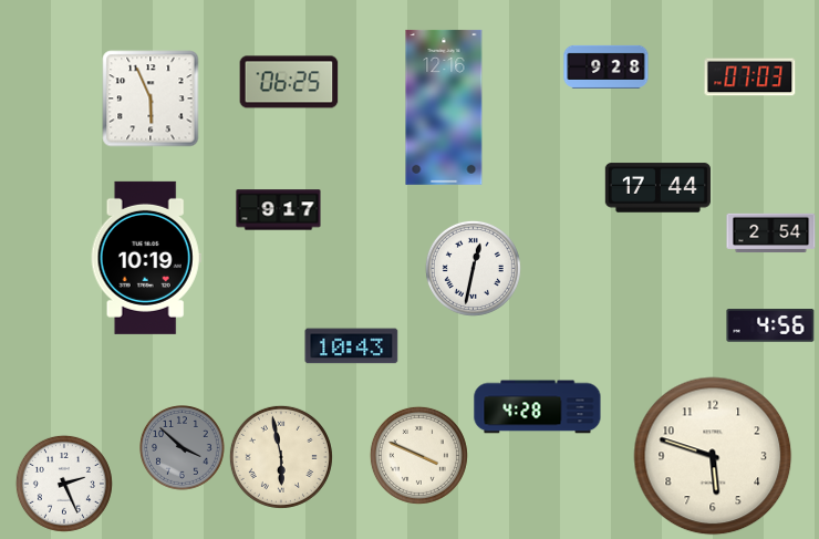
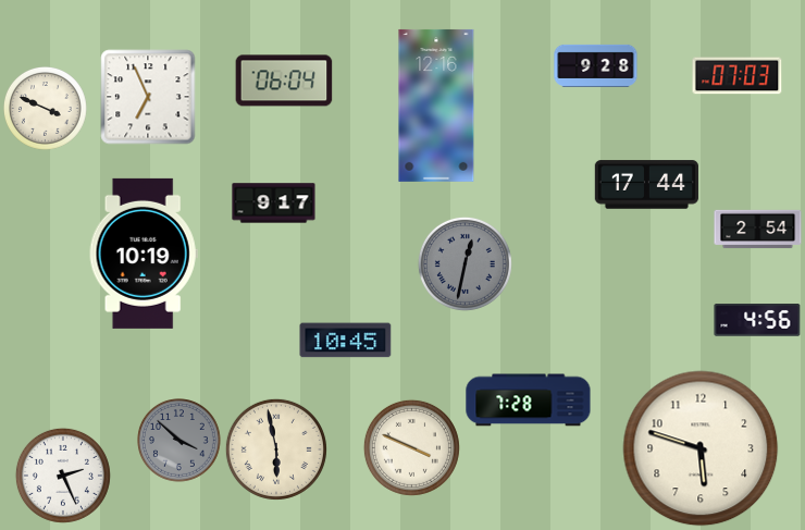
clock at (289, 82): 06:25 -> 06:04
clock at (151, 99): 5:56 -> 6:56
clock at (46, 109): none -> 3:49
clock at (279, 210) position: (279, 210) -> (274, 204)
clock at (473, 268) dial: white -> grey
clock at (352, 346): 10:43 -> 10:45
clock at (538, 407): 4:28 -> 7:28
